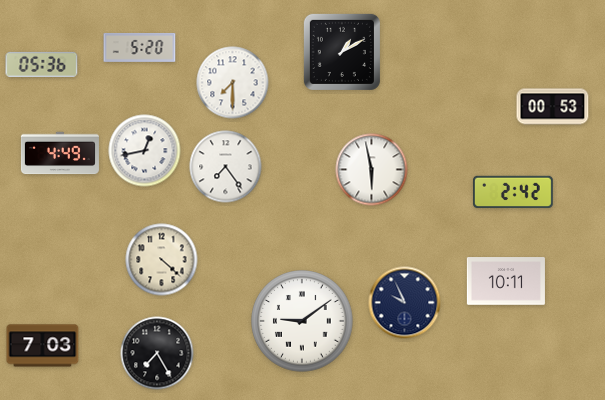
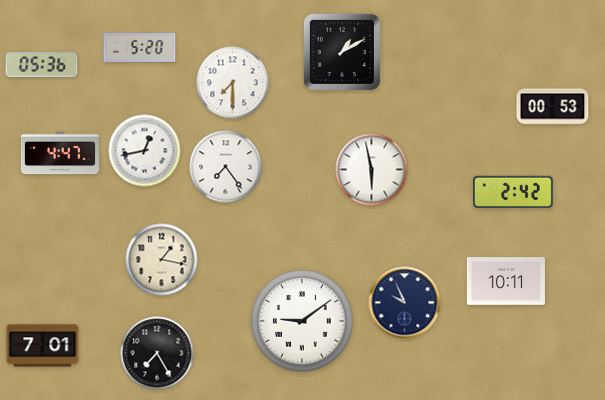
clock at (60, 153): 4:49 -> 4:47
clock at (162, 260): 4:22 -> 1:17
clock at (43, 346): 7:03 -> 7:01
